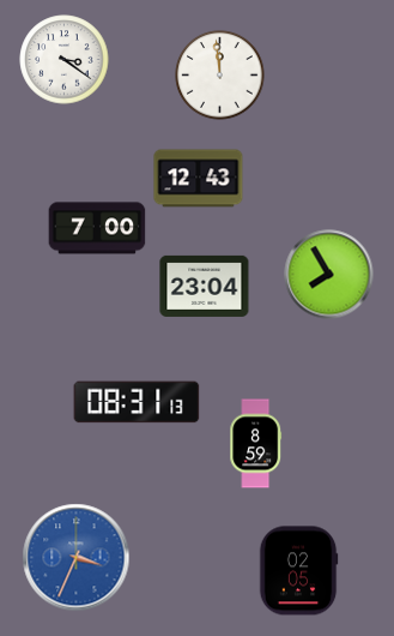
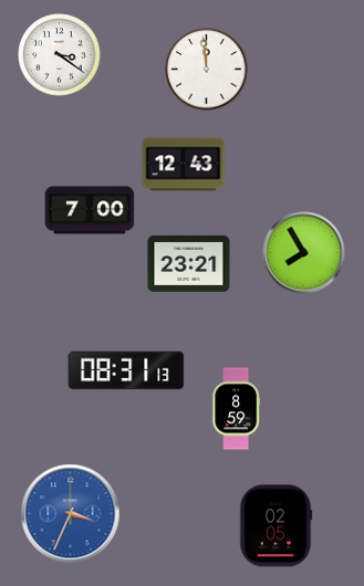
clock at (220, 76) position: (220, 76) -> (207, 70)
clock at (205, 286): 23:04 -> 23:21
